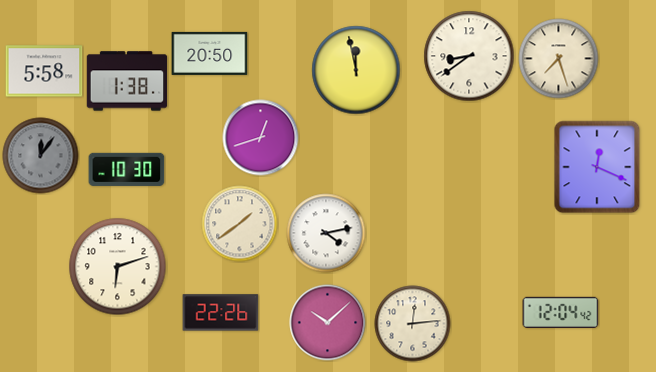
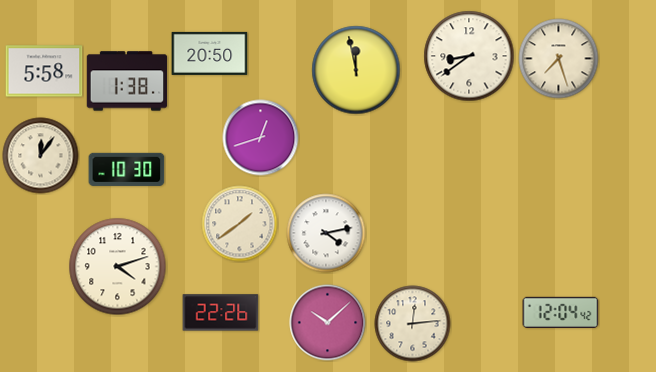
clock at (41, 156) dial: grey -> cream
clock at (597, 167): 12:19 -> none
clock at (118, 267): 6:12 -> 4:12
